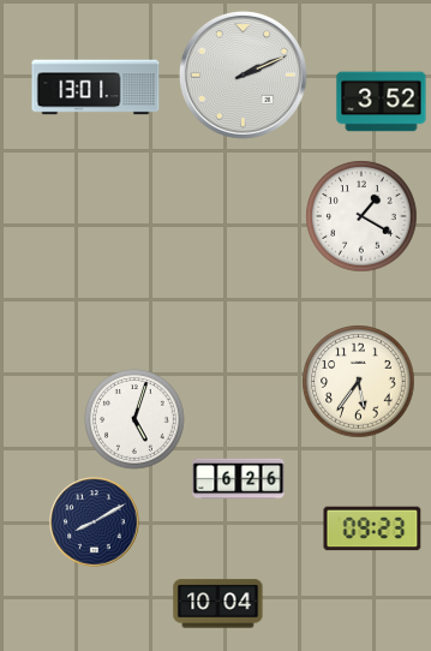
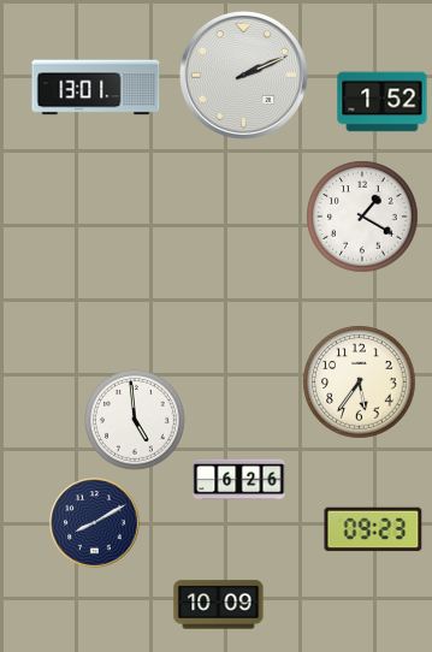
clock at (382, 102): 3:52 -> 1:52
clock at (136, 420): 5:03 -> 4:59
clock at (219, 604): 10:04 -> 10:09
